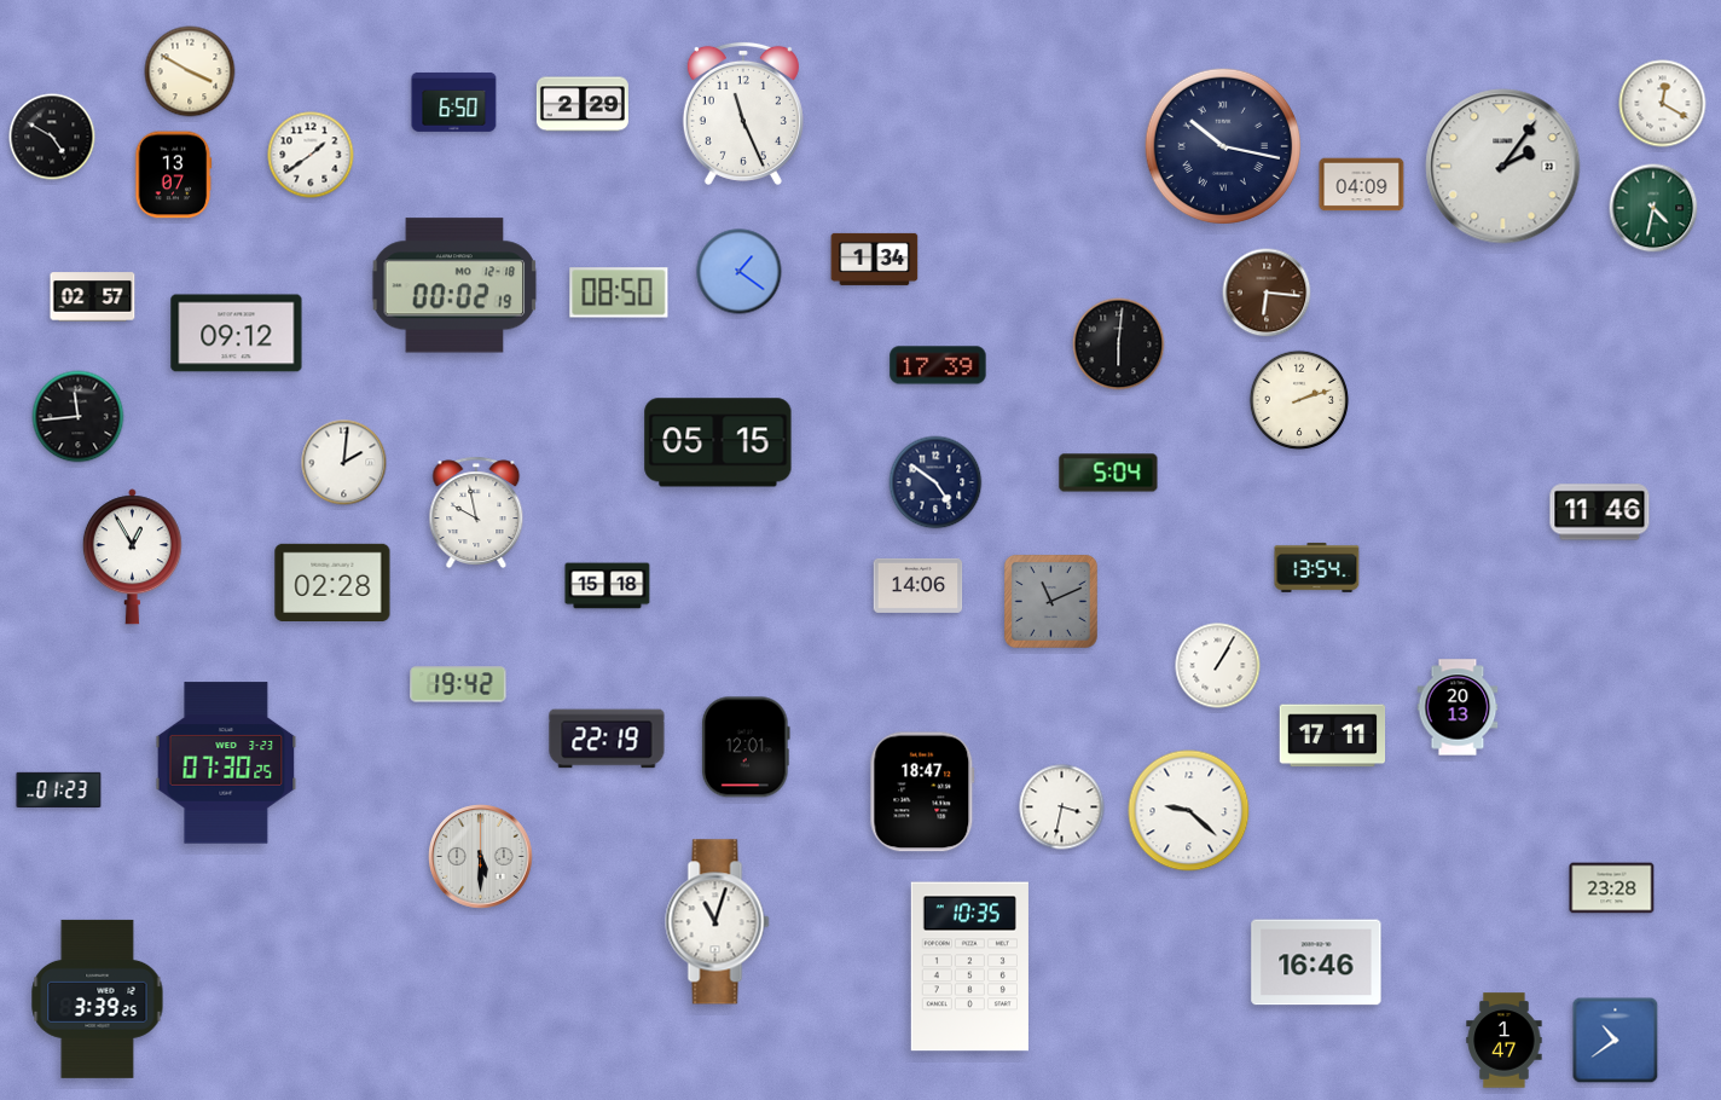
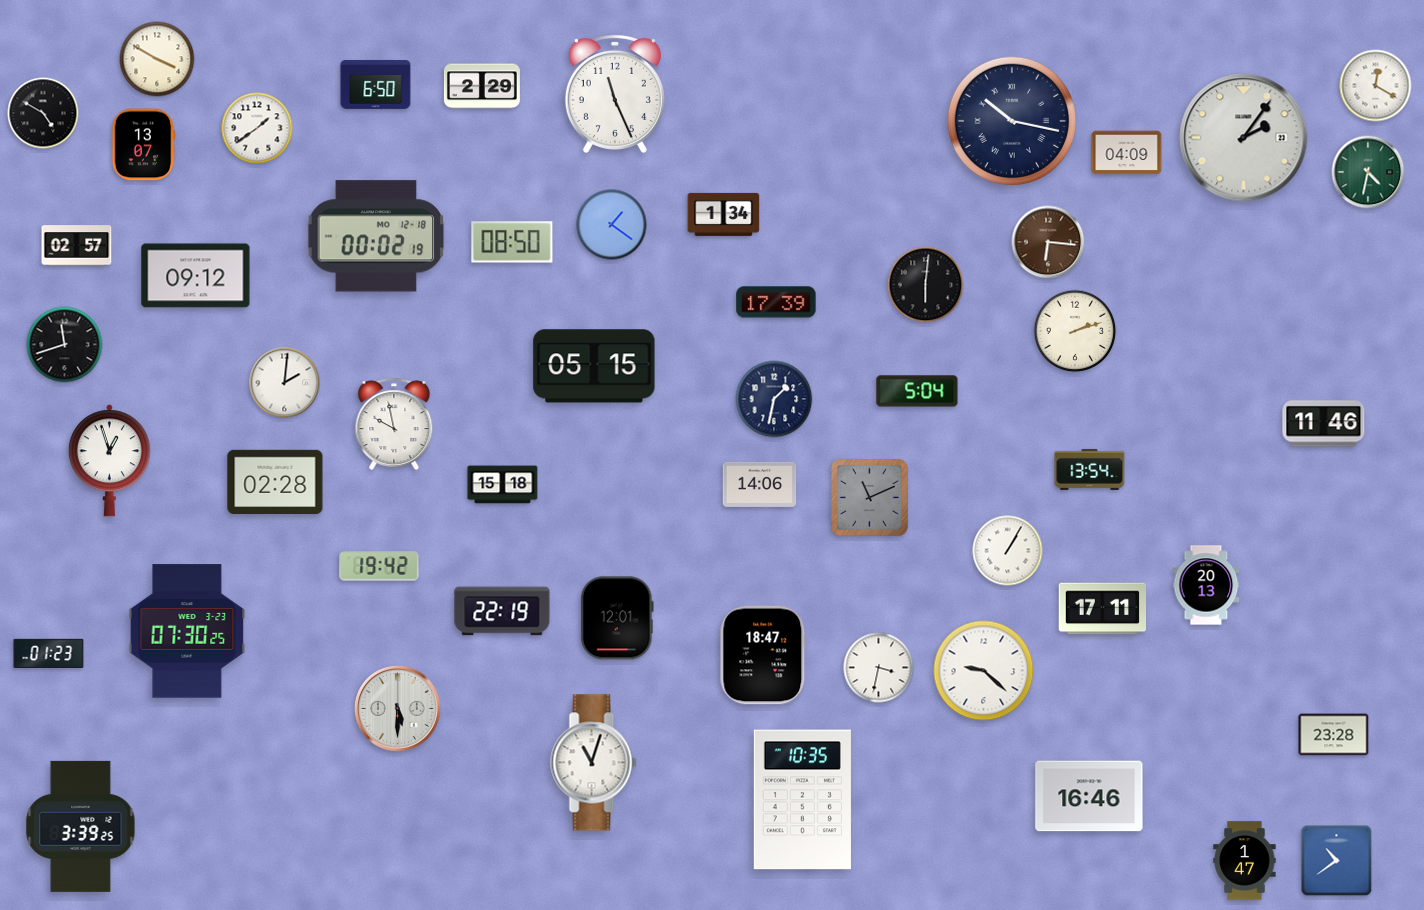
clock at (79, 417): 11:44 -> 11:42
clock at (935, 482): 4:51 -> 1:32
clock at (132, 557): 12:55 -> 12:57
